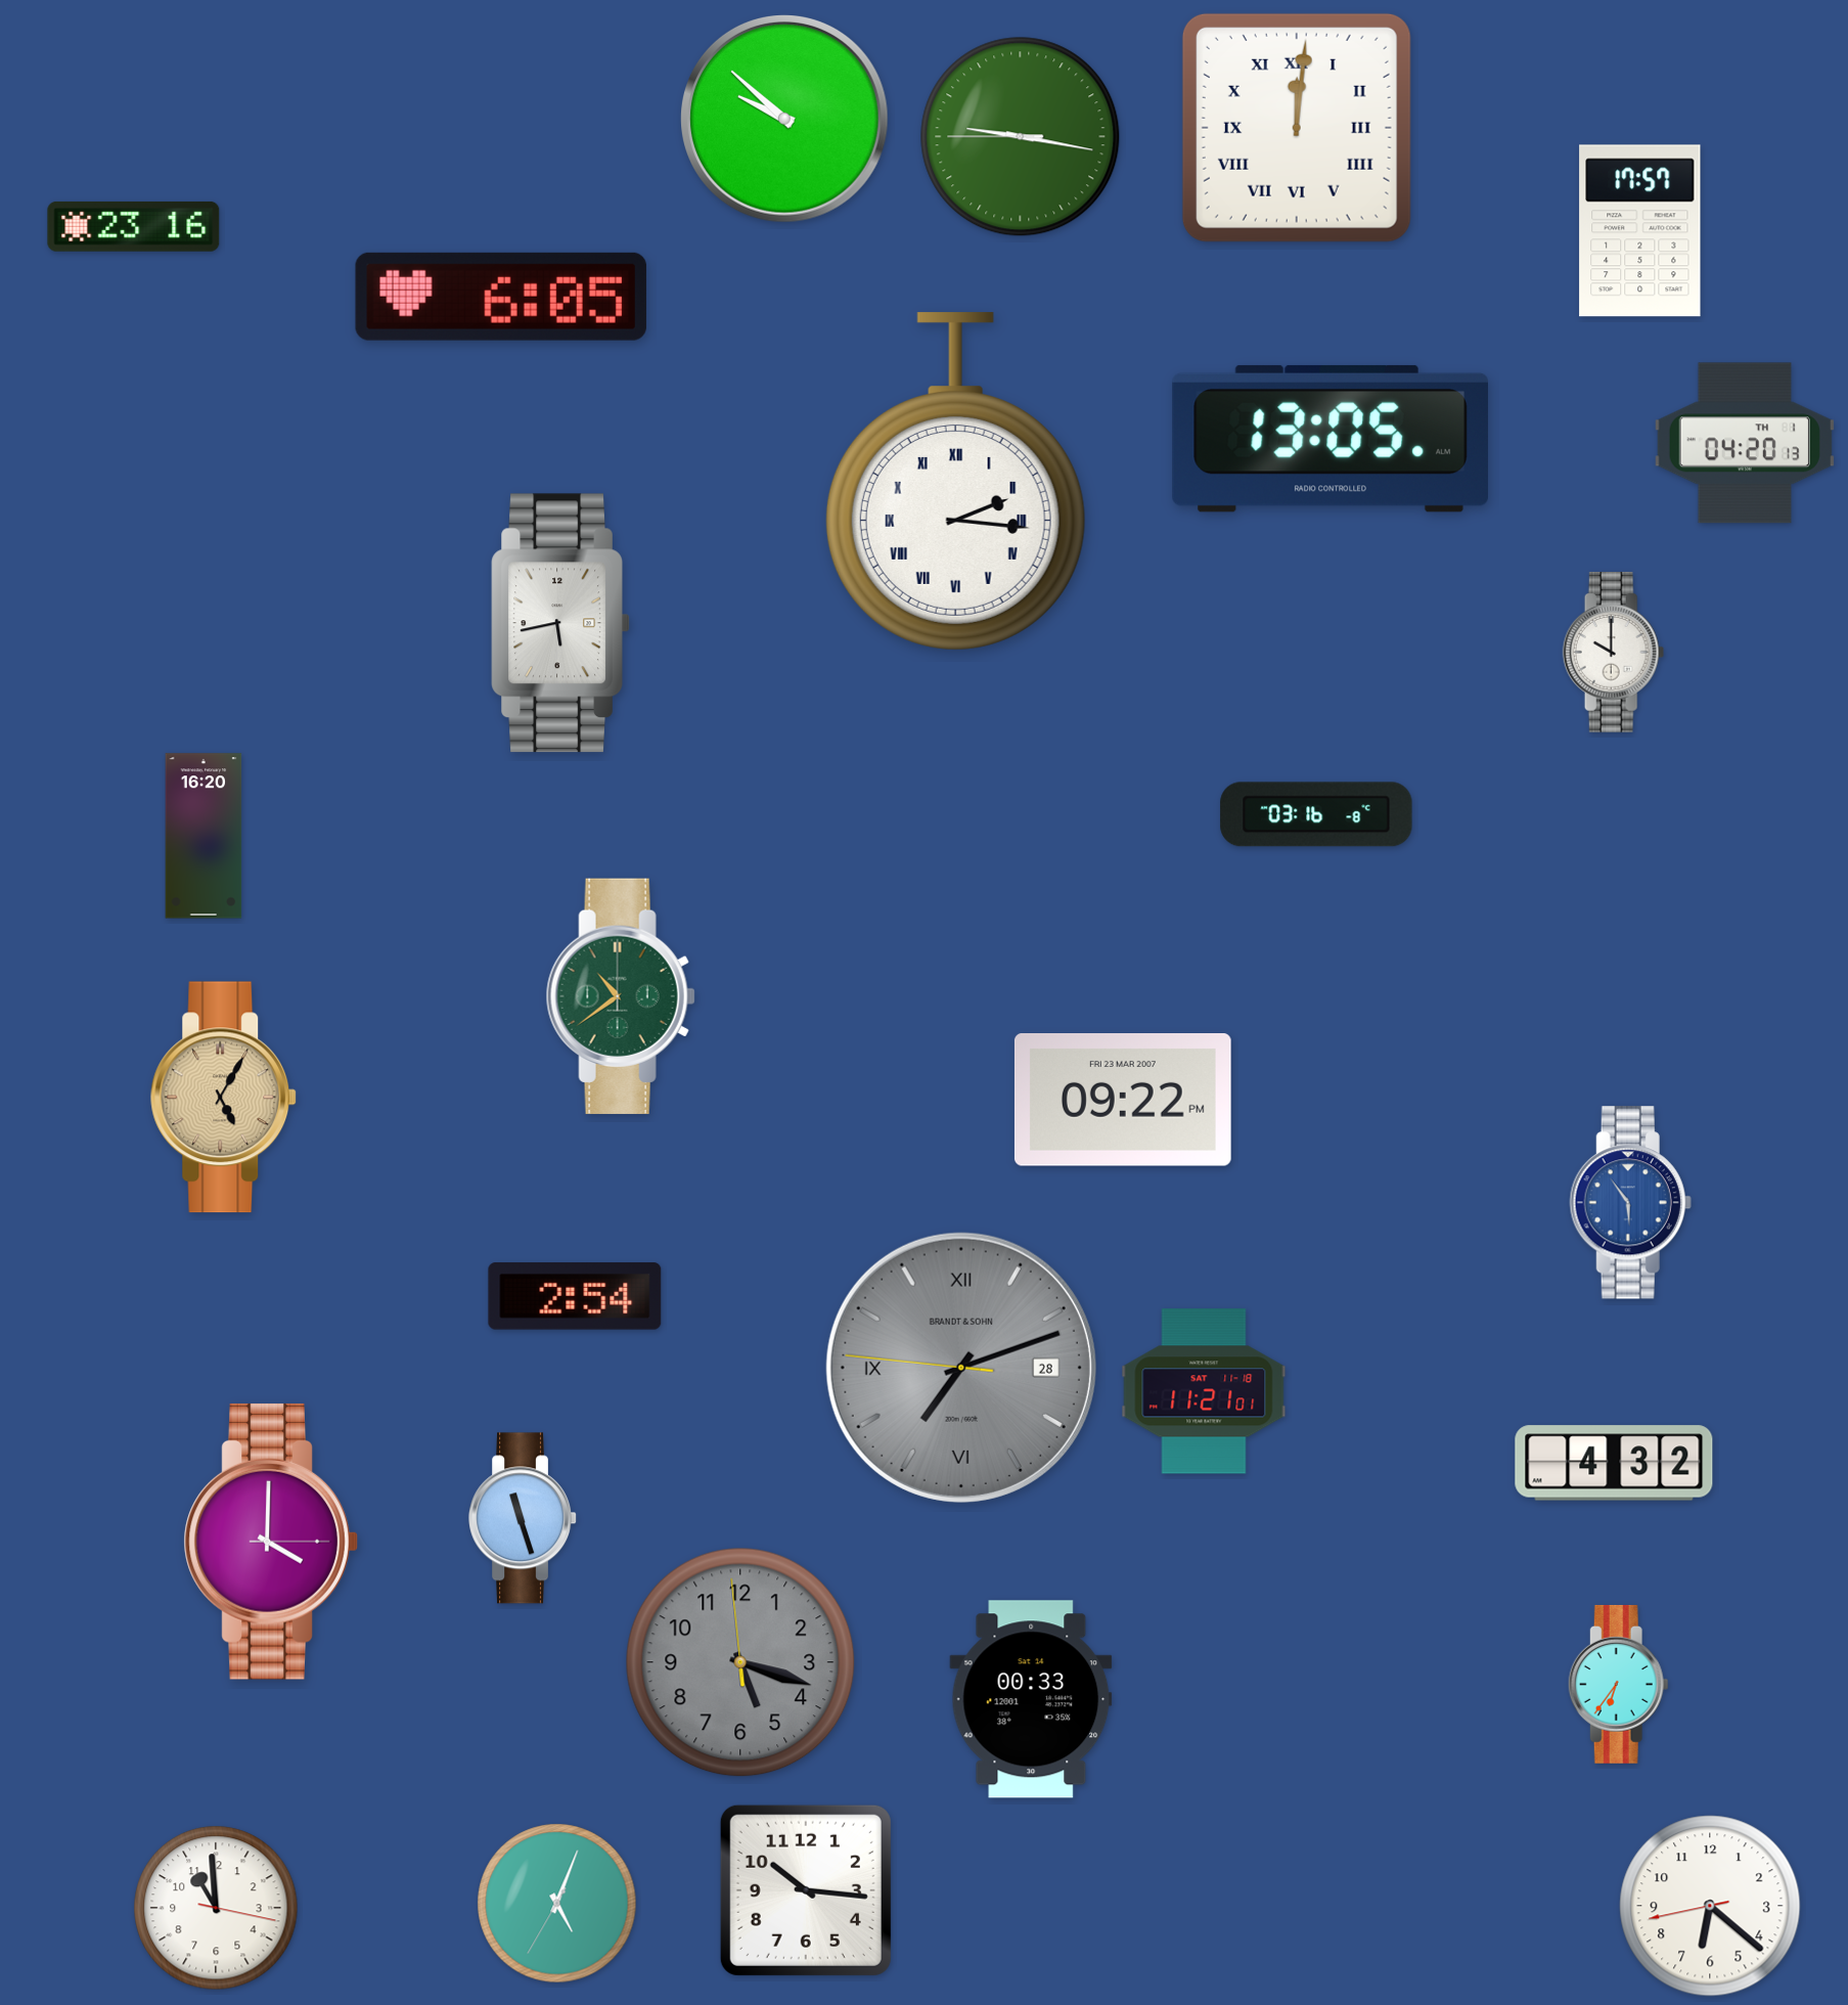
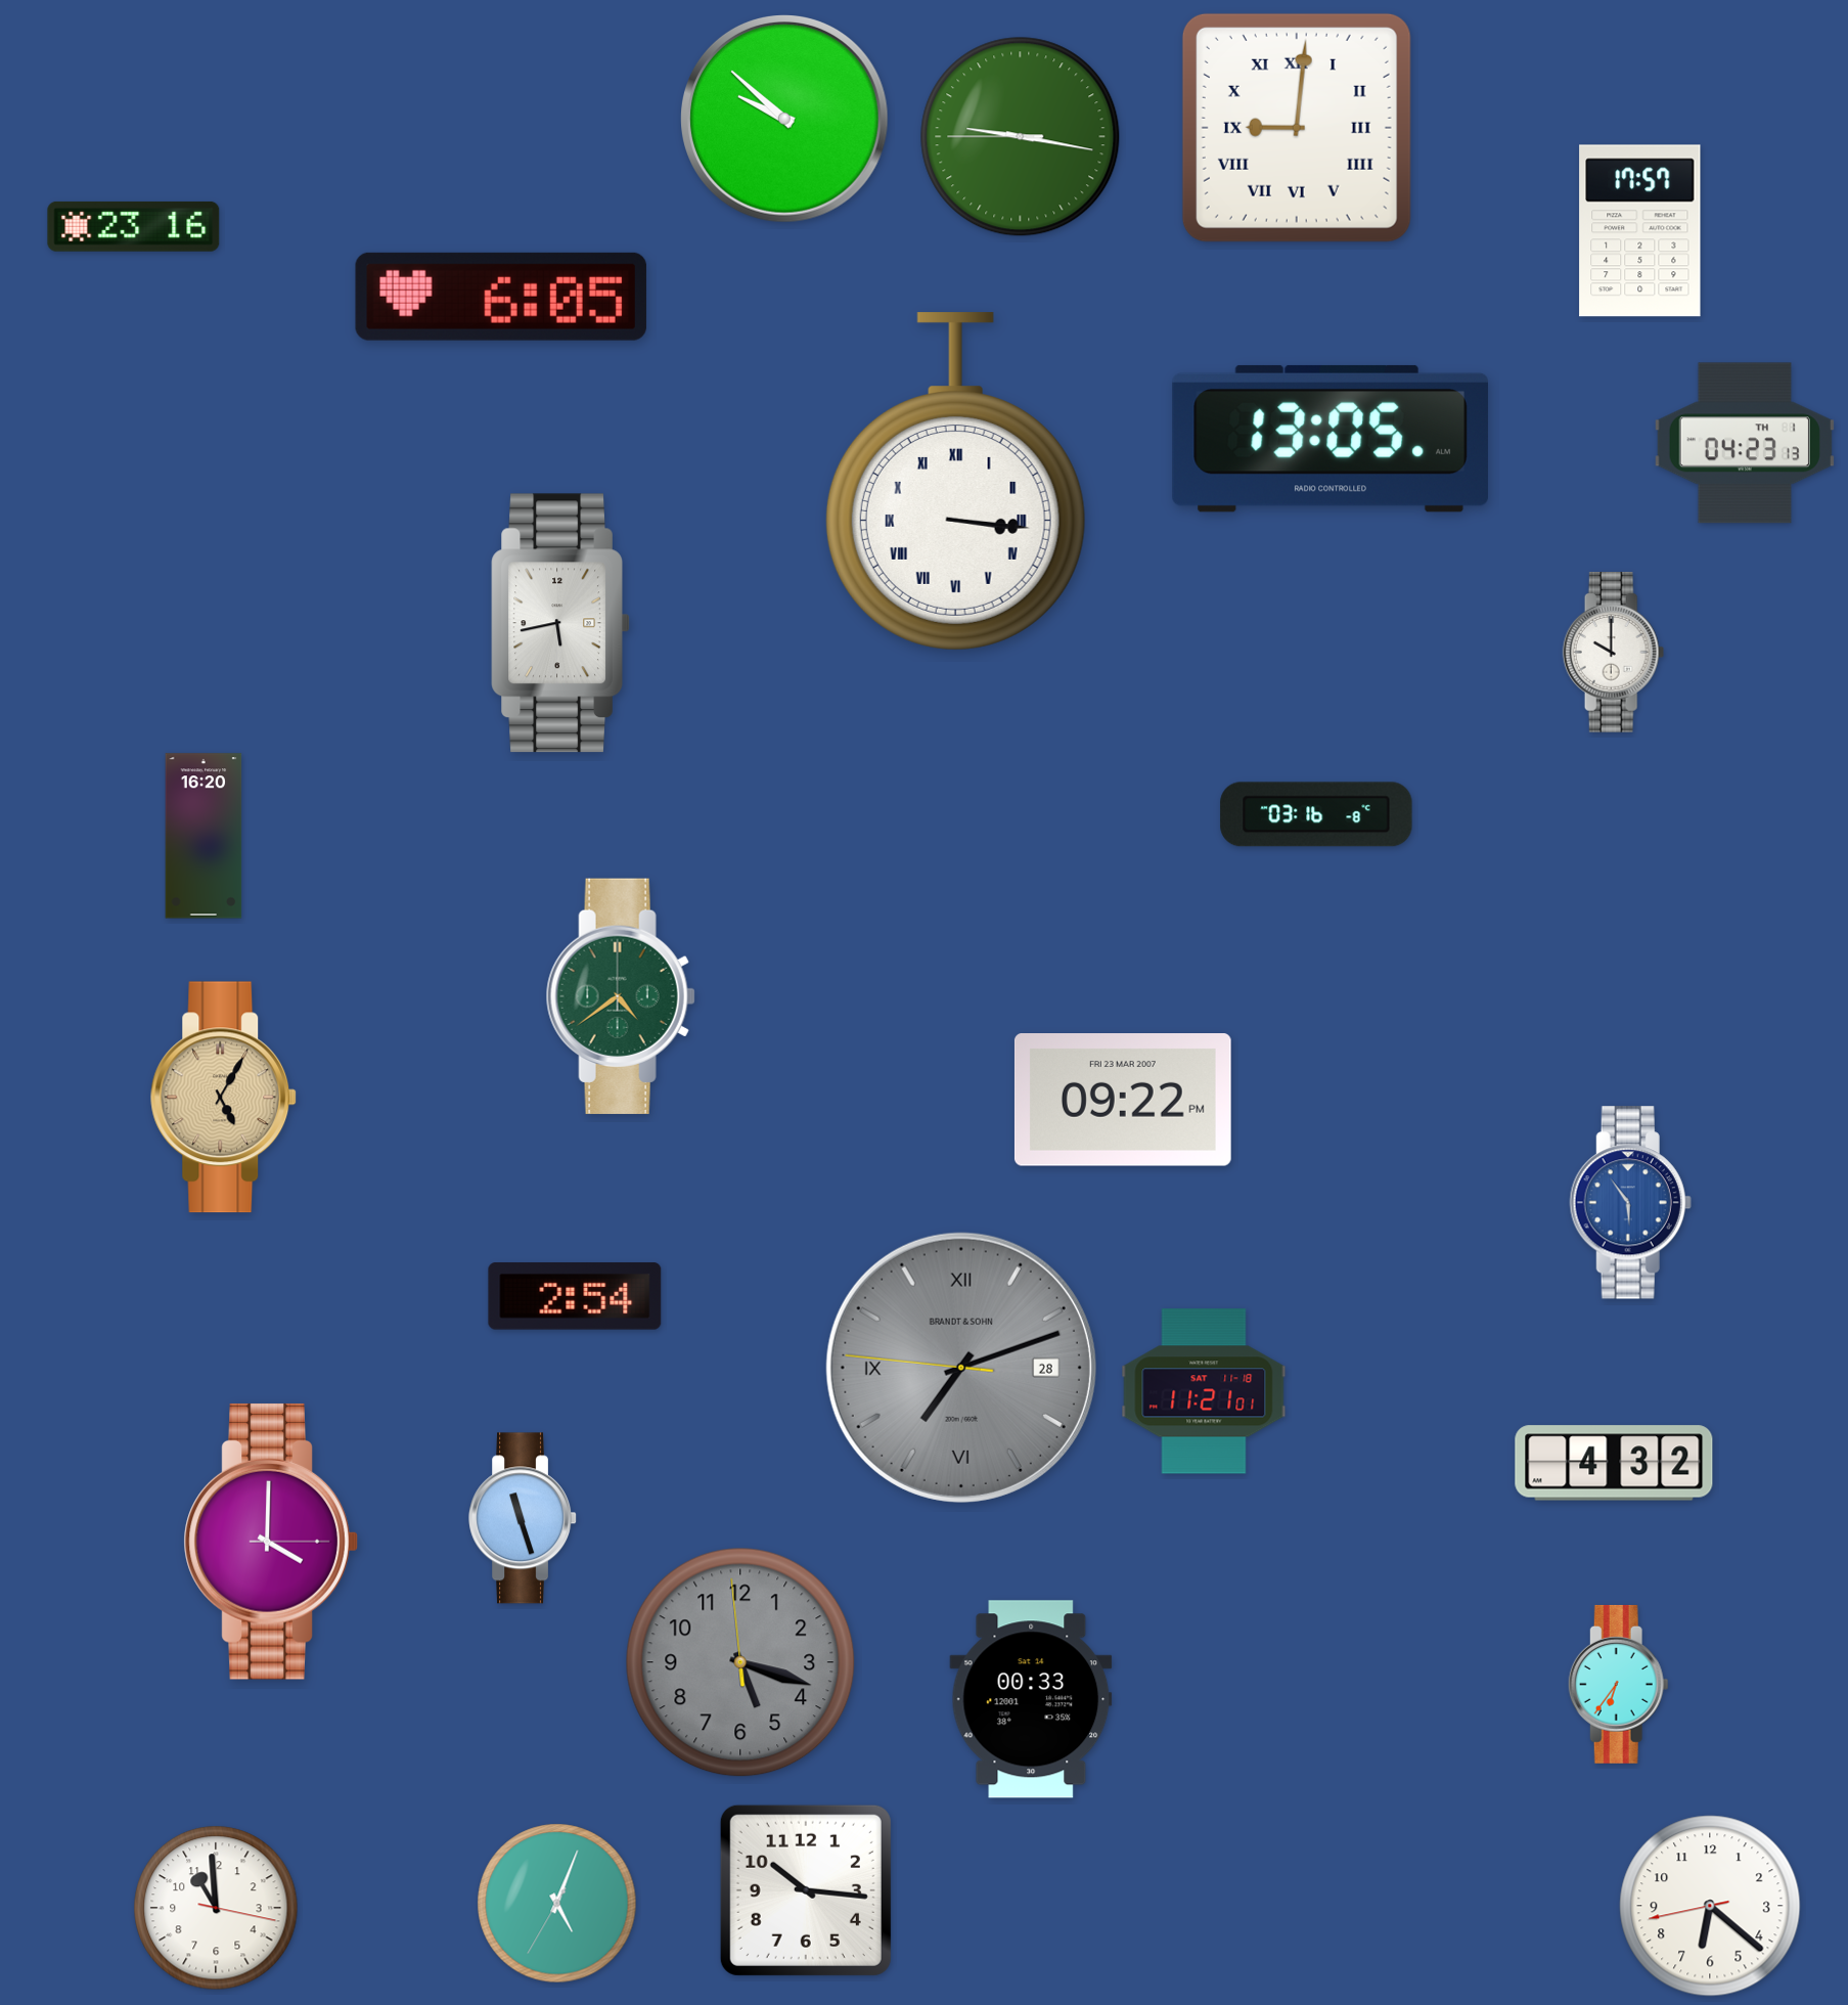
clock at (1297, 128): 12:01 -> 9:01
clock at (1745, 443): 04:20 -> 04:23
clock at (955, 482): 2:16 -> 3:16
clock at (621, 996): 10:39 -> 4:39
